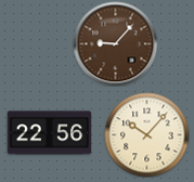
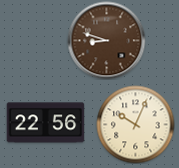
clock at (115, 43): 9:07 -> 8:48
clock at (146, 134): 10:07 -> 10:04
